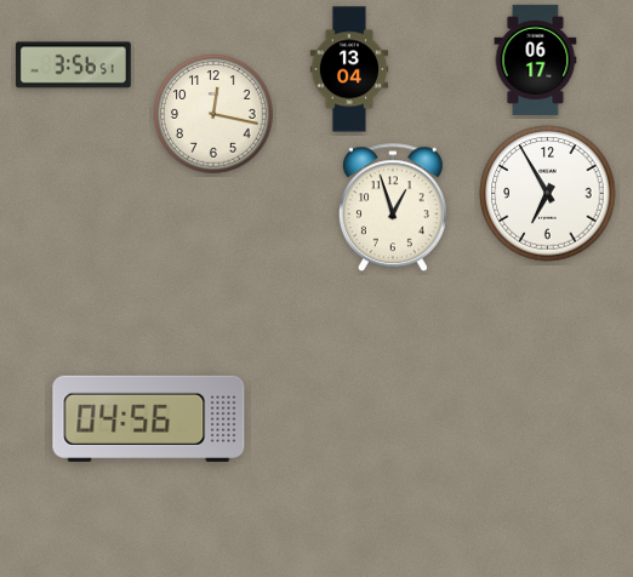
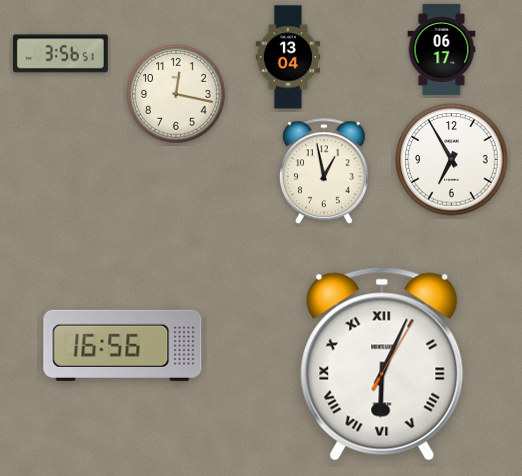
clock at (393, 208): 12:57 -> 12:58
clock at (149, 418): 04:56 -> 16:56
clock at (382, 364): none -> 6:04
